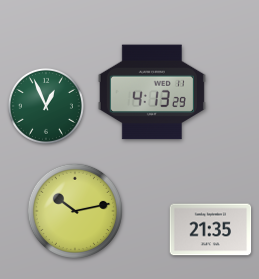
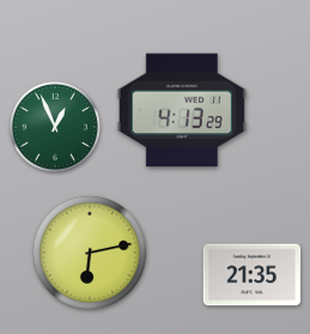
clock at (75, 211): 10:13 -> 6:13
